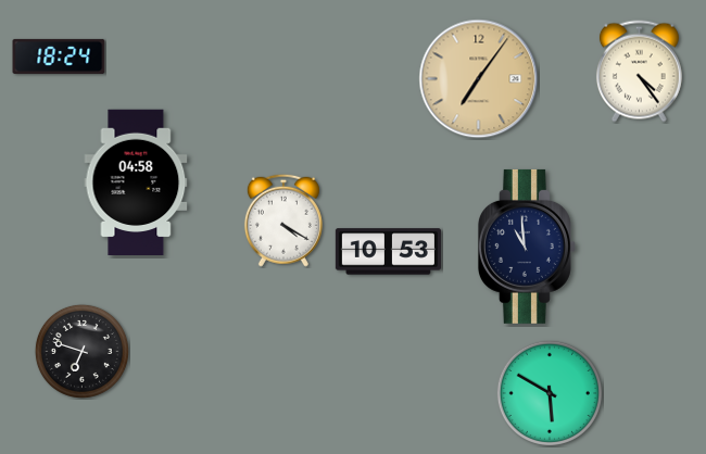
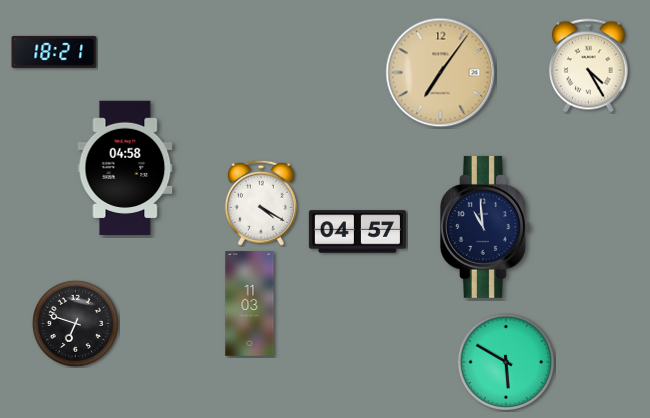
clock at (59, 56): 18:24 -> 18:21
clock at (639, 72): 4:24 -> 4:25
clock at (388, 252): 10:53 -> 04:57
clock at (250, 304): none -> 11:03
